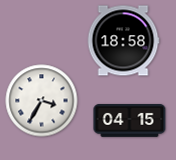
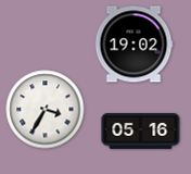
clock at (123, 41): 18:58 -> 19:02
clock at (130, 121): 04:15 -> 05:16
